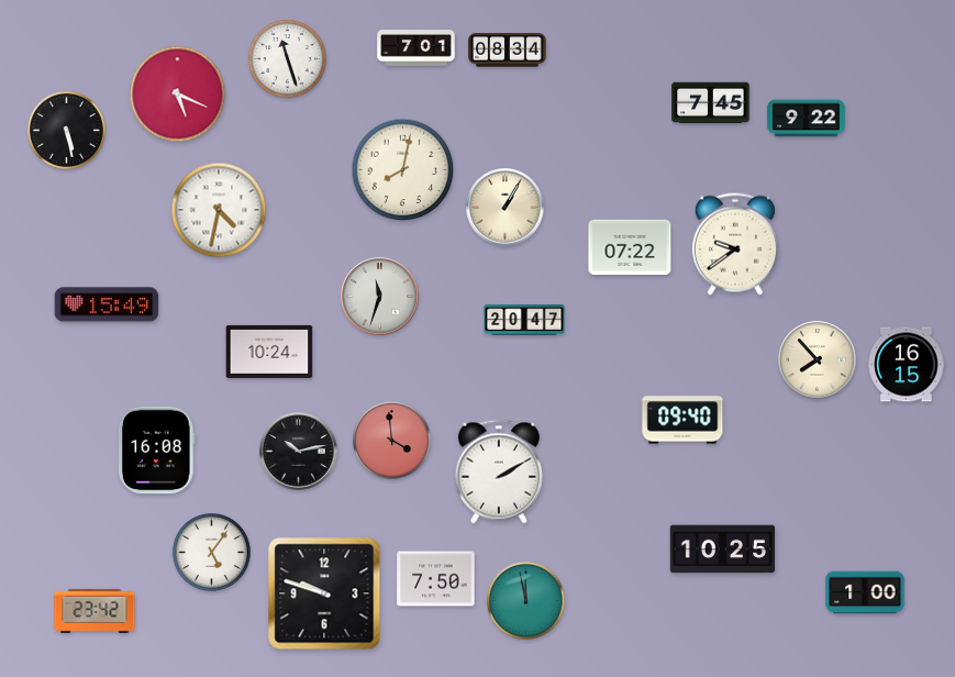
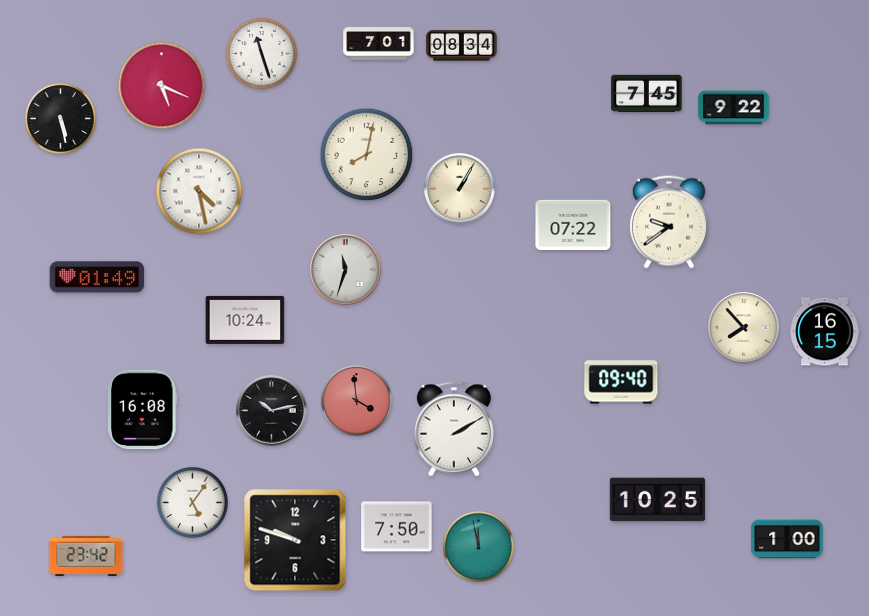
clock at (219, 210): 4:32 -> 4:28
clock at (107, 304): 15:49 -> 01:49
clock at (524, 320): 20:47 -> none
